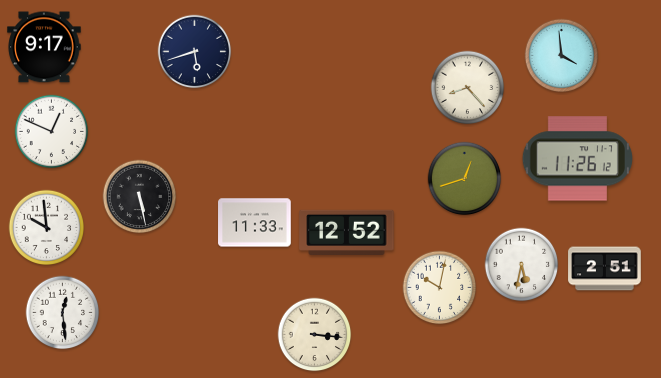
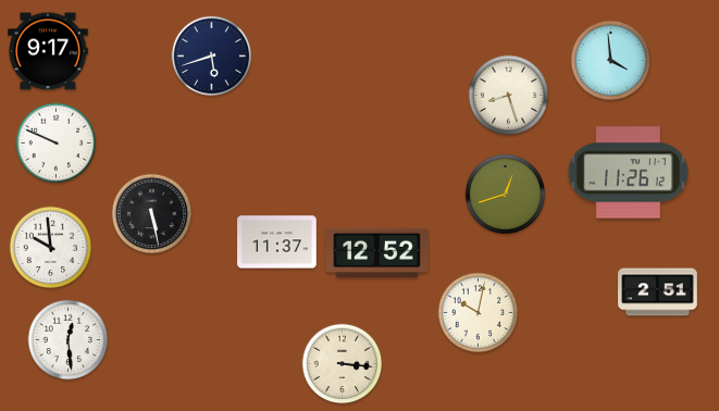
clock at (468, 88): 8:23 -> 8:27
clock at (52, 132): 12:49 -> 9:49
clock at (255, 223): 11:33 -> 11:37
clock at (522, 265): 5:32 -> none
